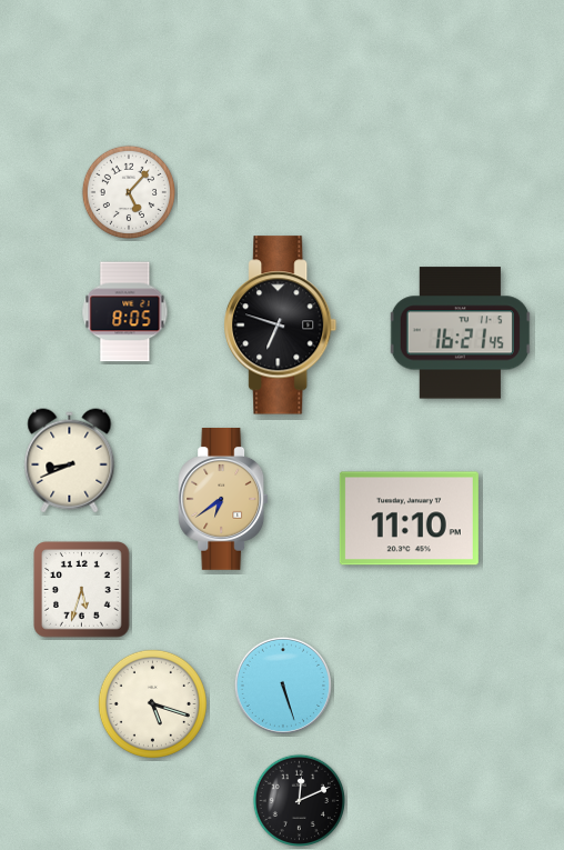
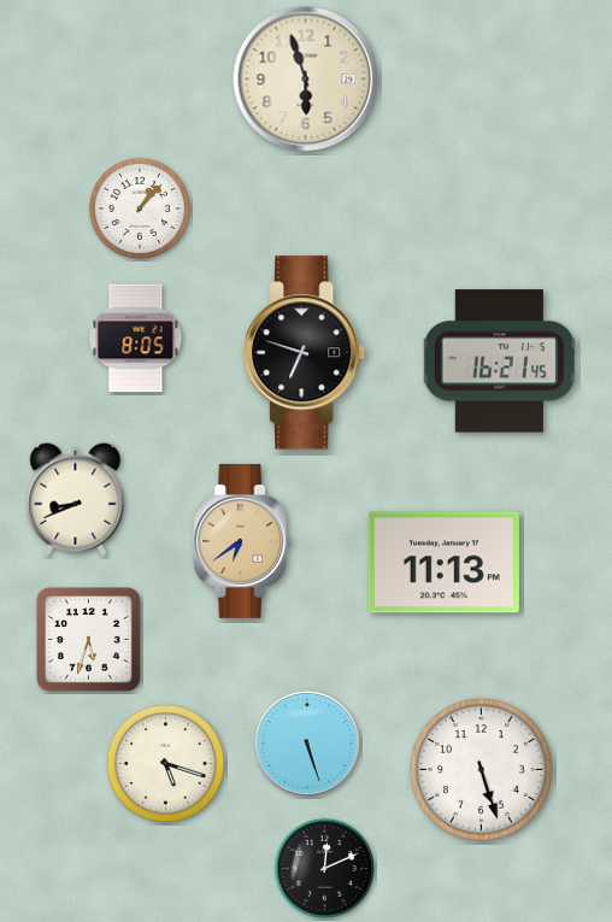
clock at (306, 80): none -> 5:57
clock at (128, 191): 5:07 -> 1:07
clock at (409, 519): 11:10 -> 11:13
clock at (481, 769): none -> 5:27
